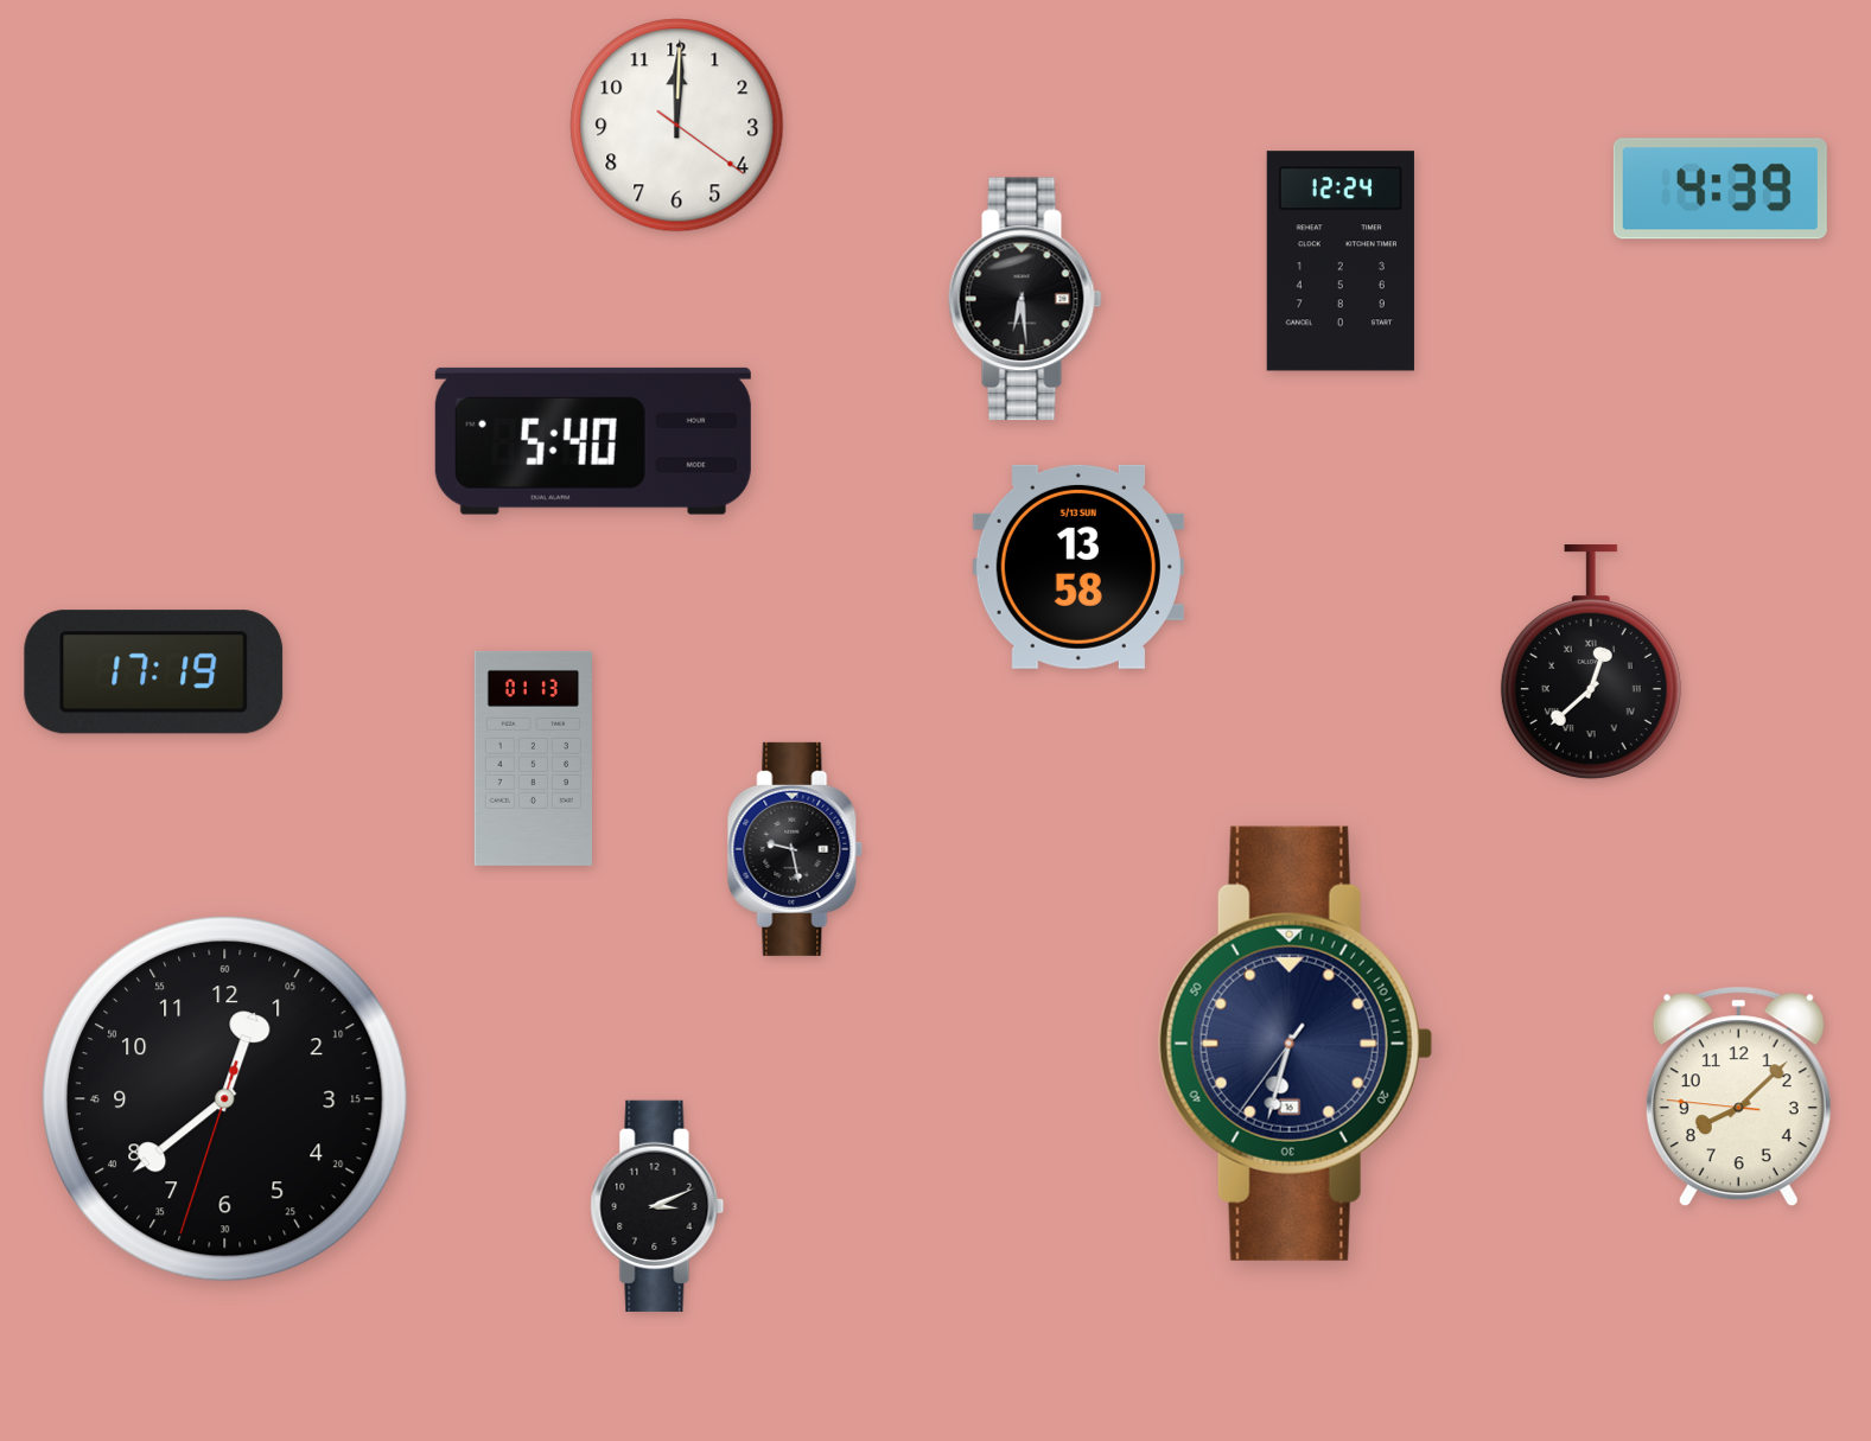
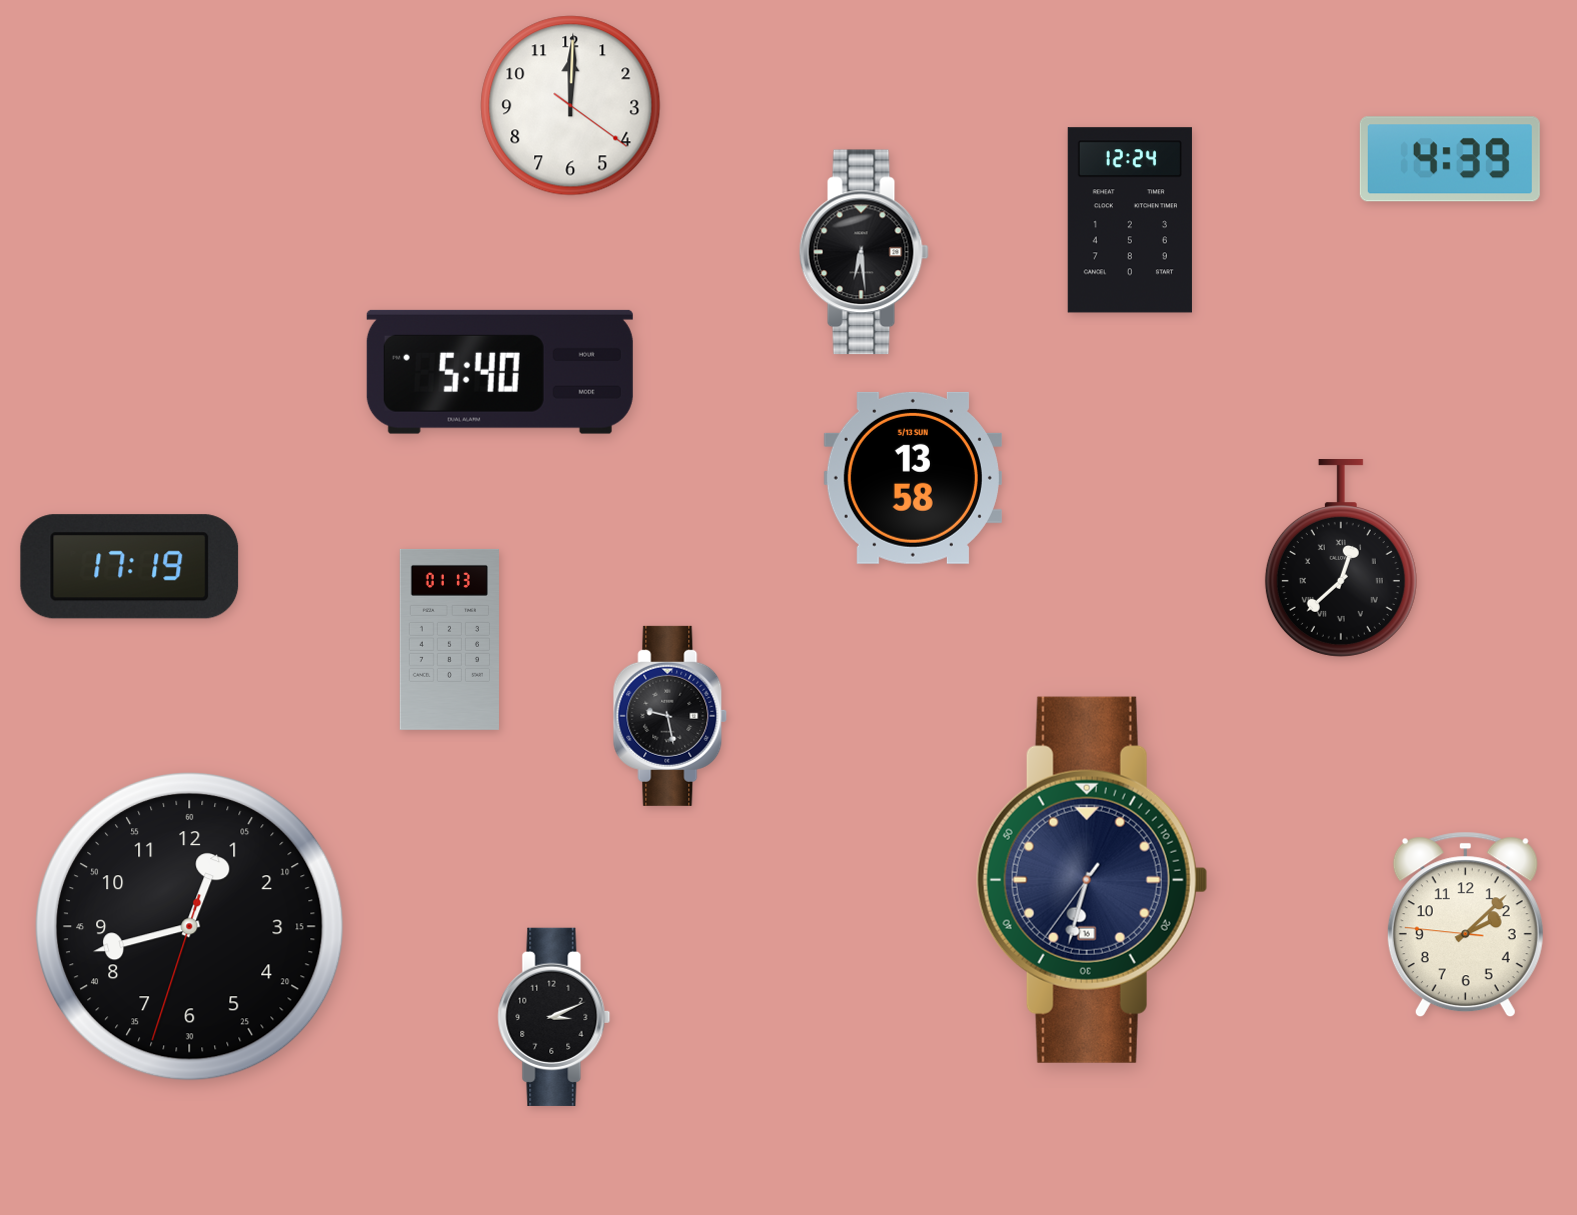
clock at (1078, 567) position: (1078, 567) -> (913, 478)
clock at (1738, 1097): 8:07 -> 2:07
clock at (224, 1098): 12:38 -> 12:42
